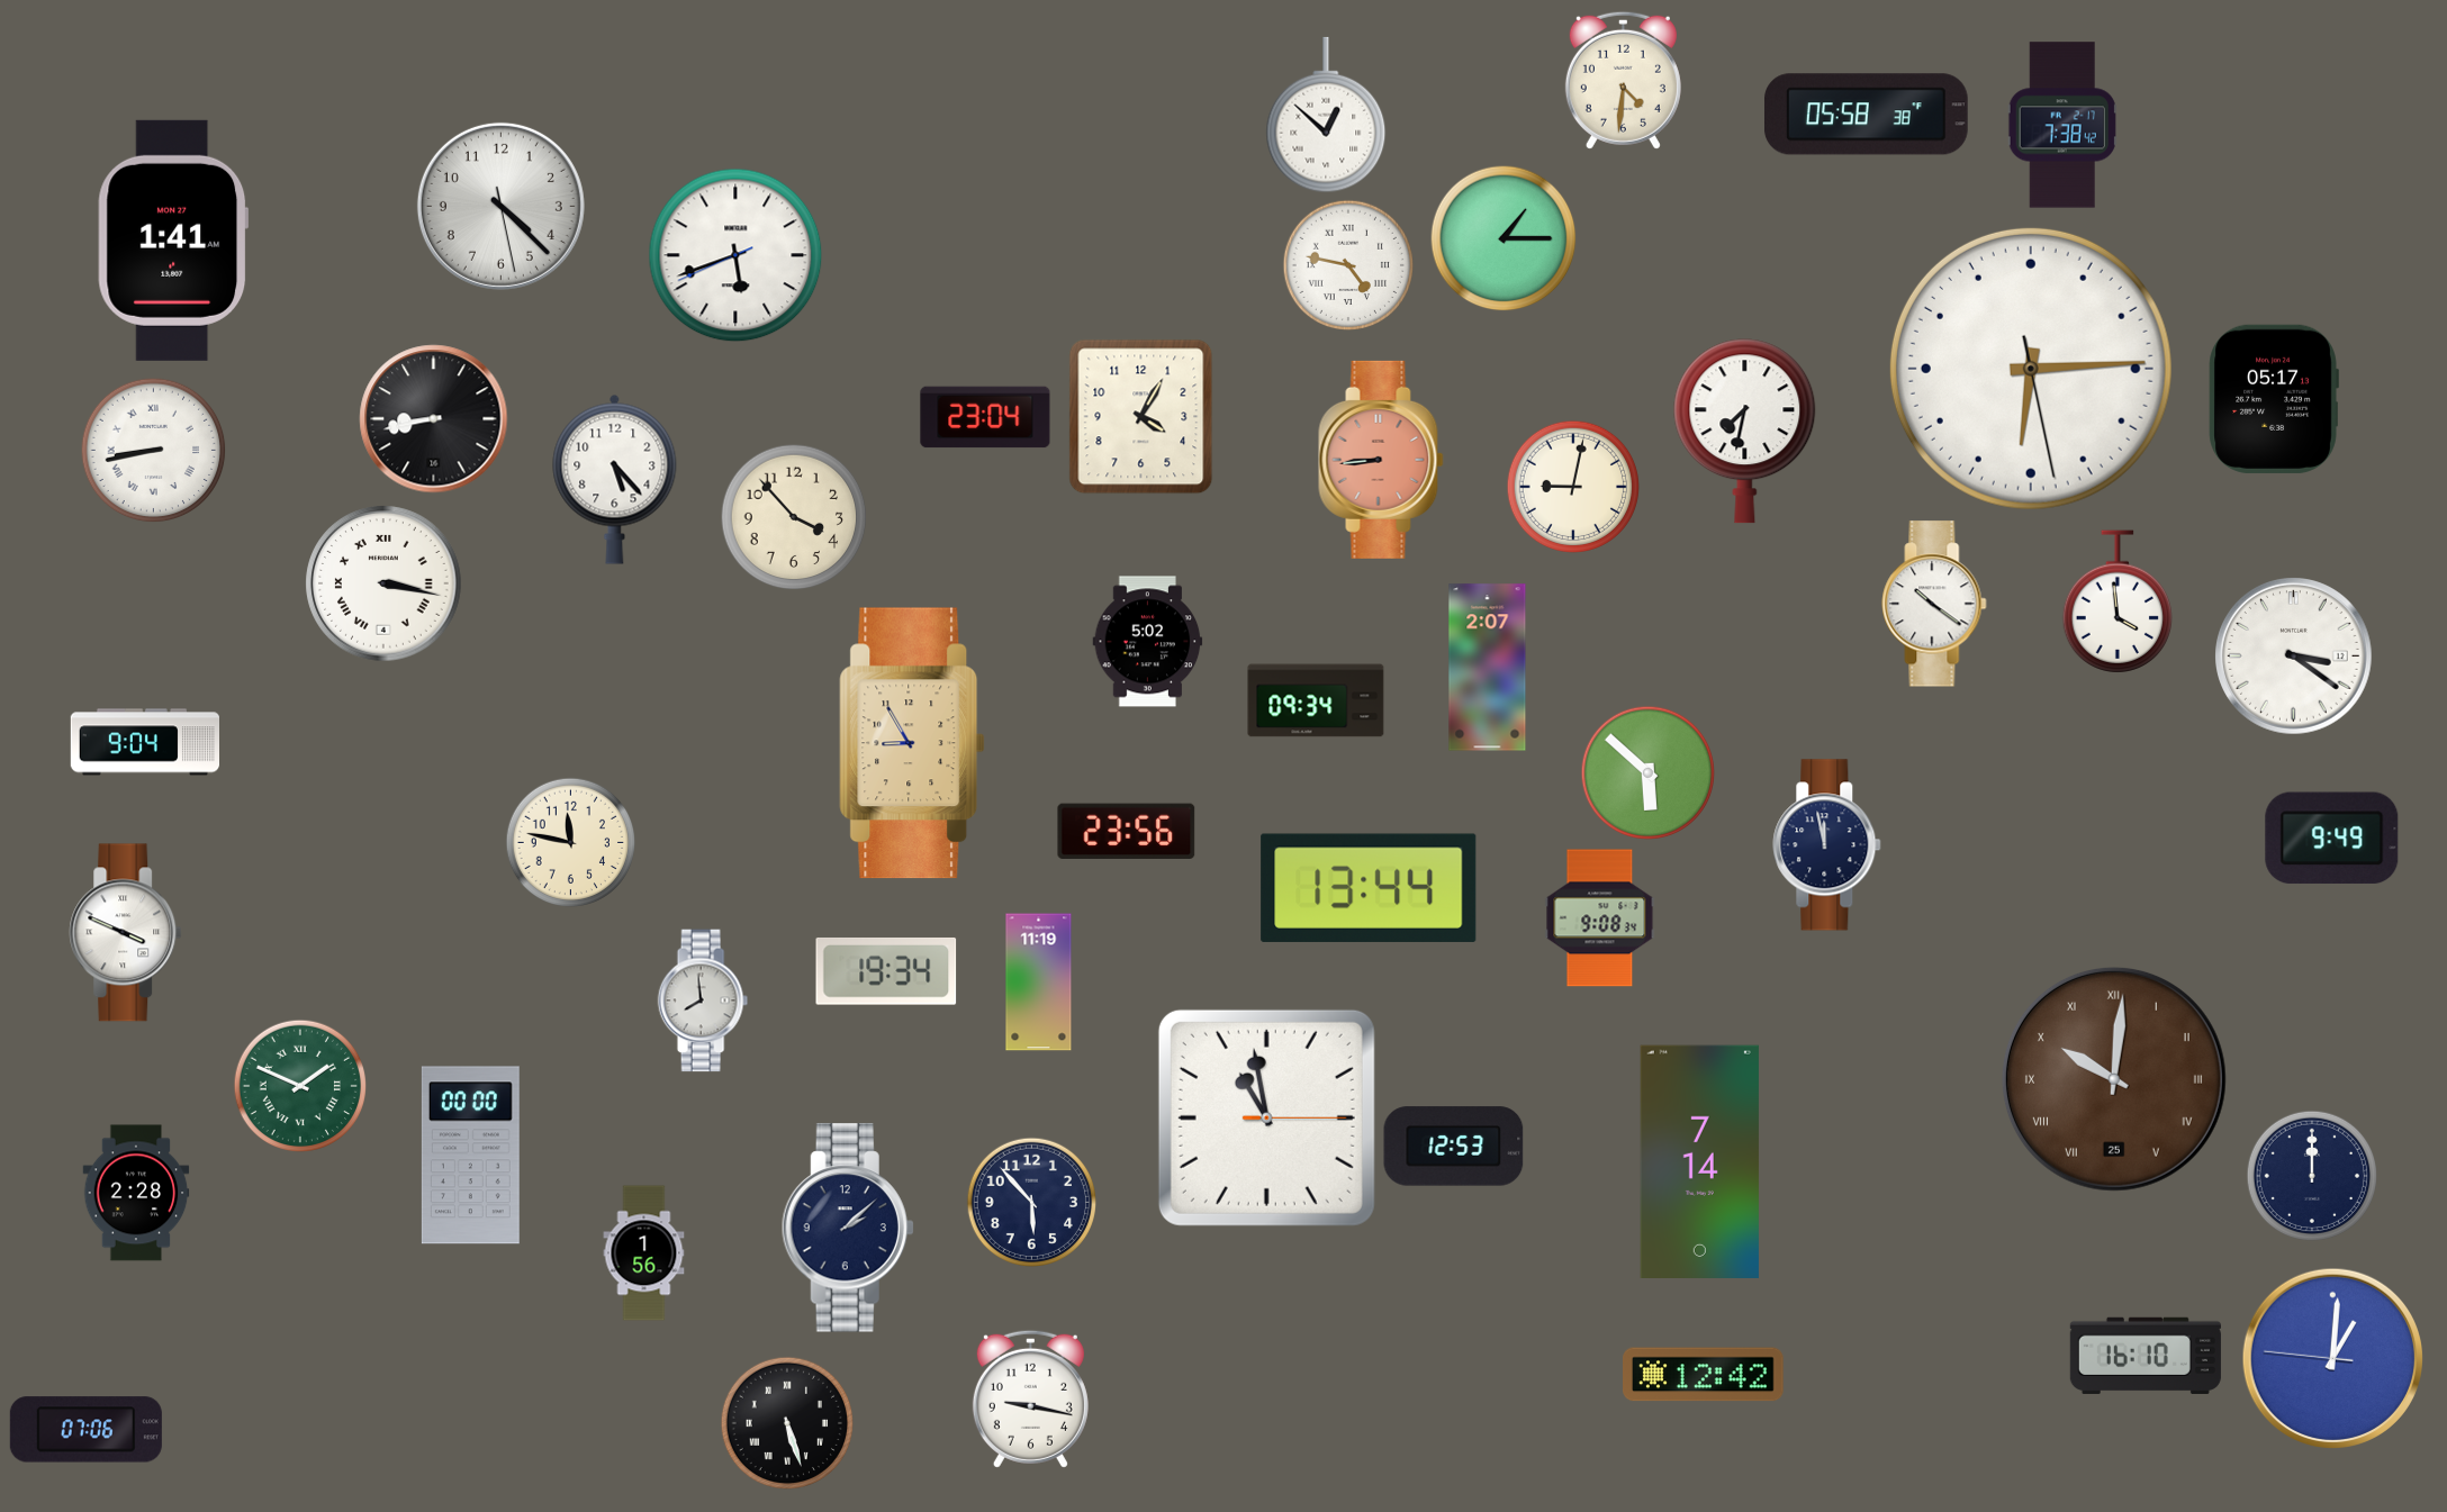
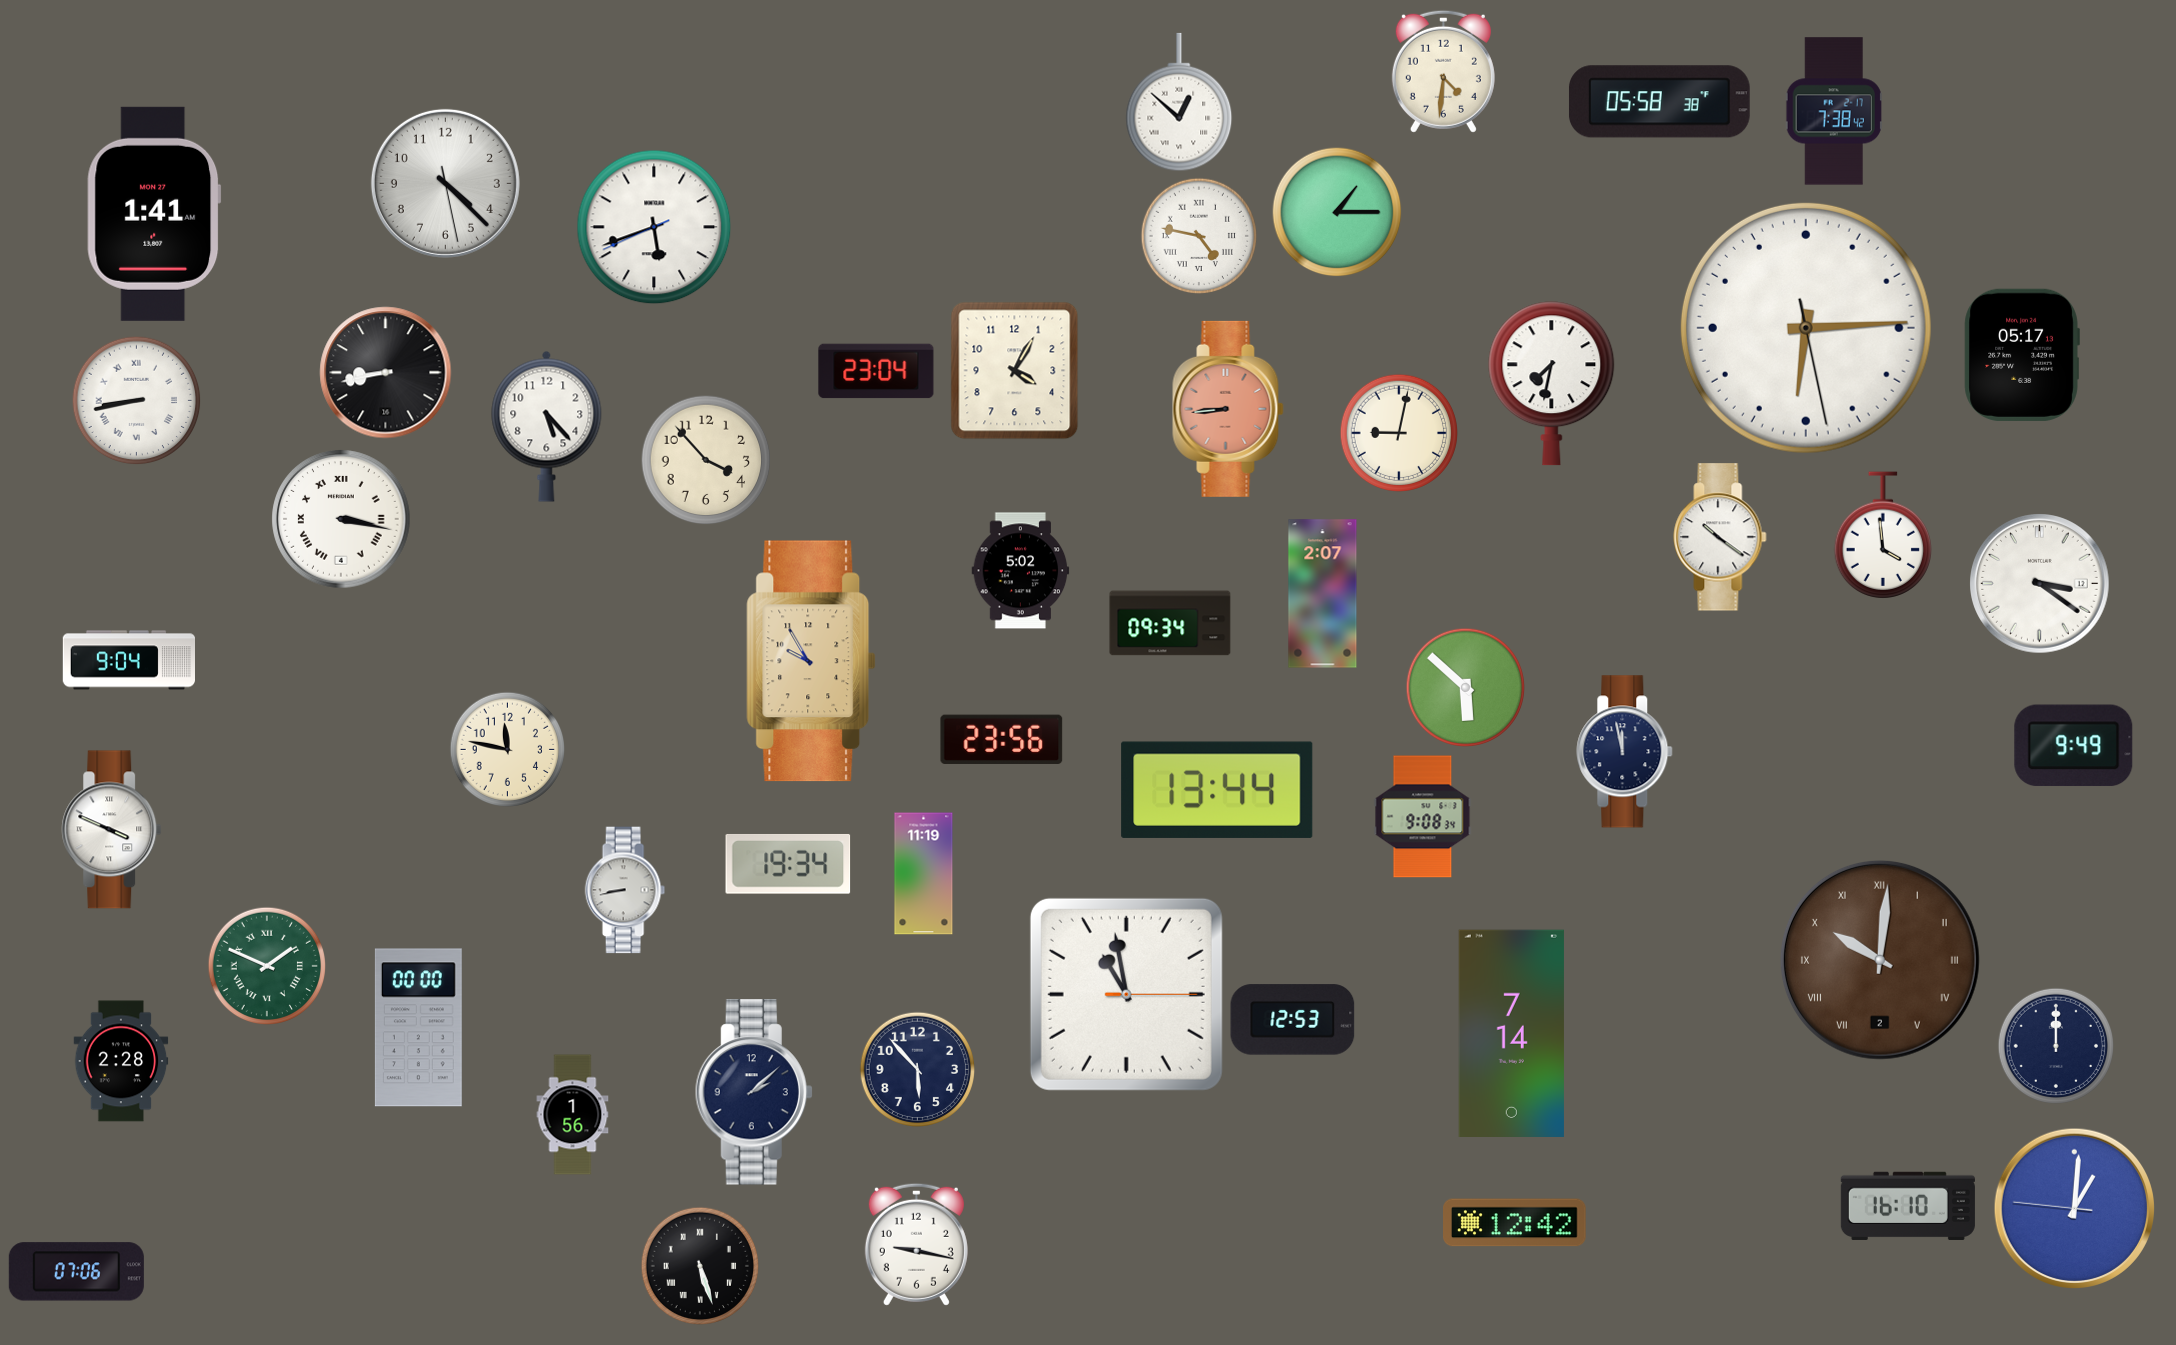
clock at (912, 743): 8:55 -> 9:55
clock at (703, 1001): 7:59 -> 8:43
clock at (2114, 1079) date: 25 -> 2
